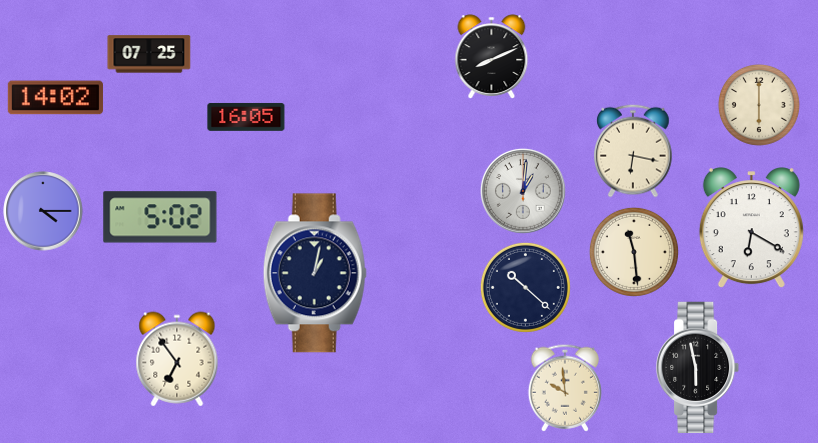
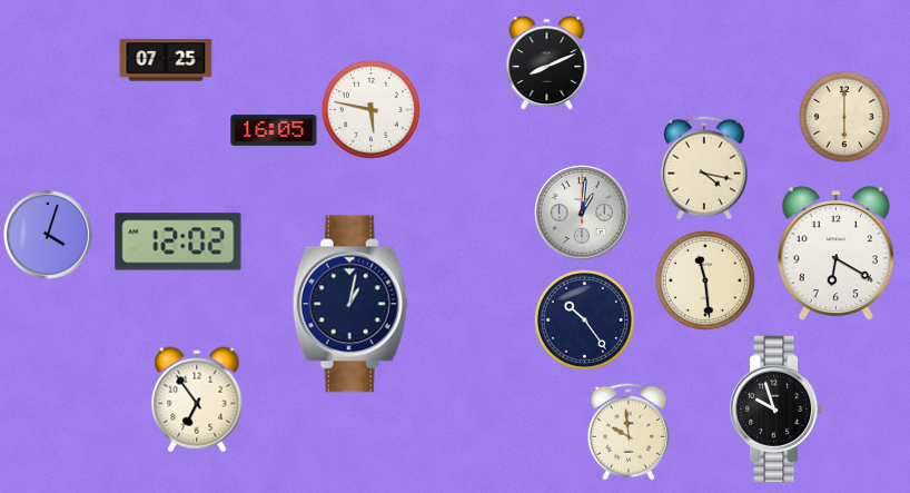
clock at (55, 98): 14:02 -> none
clock at (370, 109): none -> 5:47
clock at (633, 151): 6:17 -> 4:17
clock at (43, 211): 4:15 -> 4:03
clock at (160, 217): 5:02 -> 12:02
clock at (525, 287): 10:22 -> 10:24
clock at (698, 368): 5:58 -> 9:57
